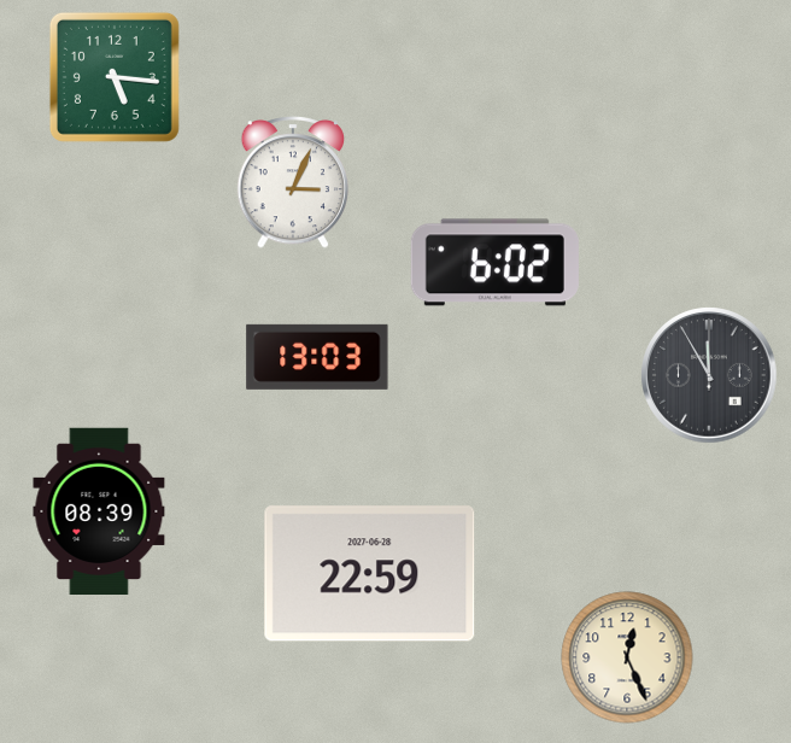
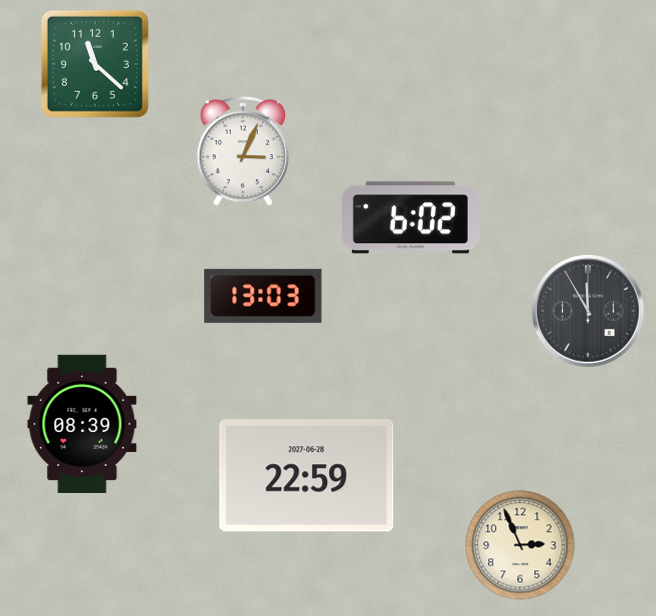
clock at (115, 77): 5:16 -> 11:22
clock at (627, 657): 12:26 -> 2:56
